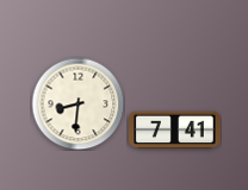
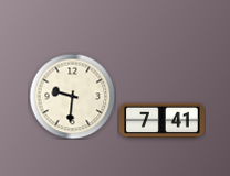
clock at (77, 103): 8:31 -> 9:31
